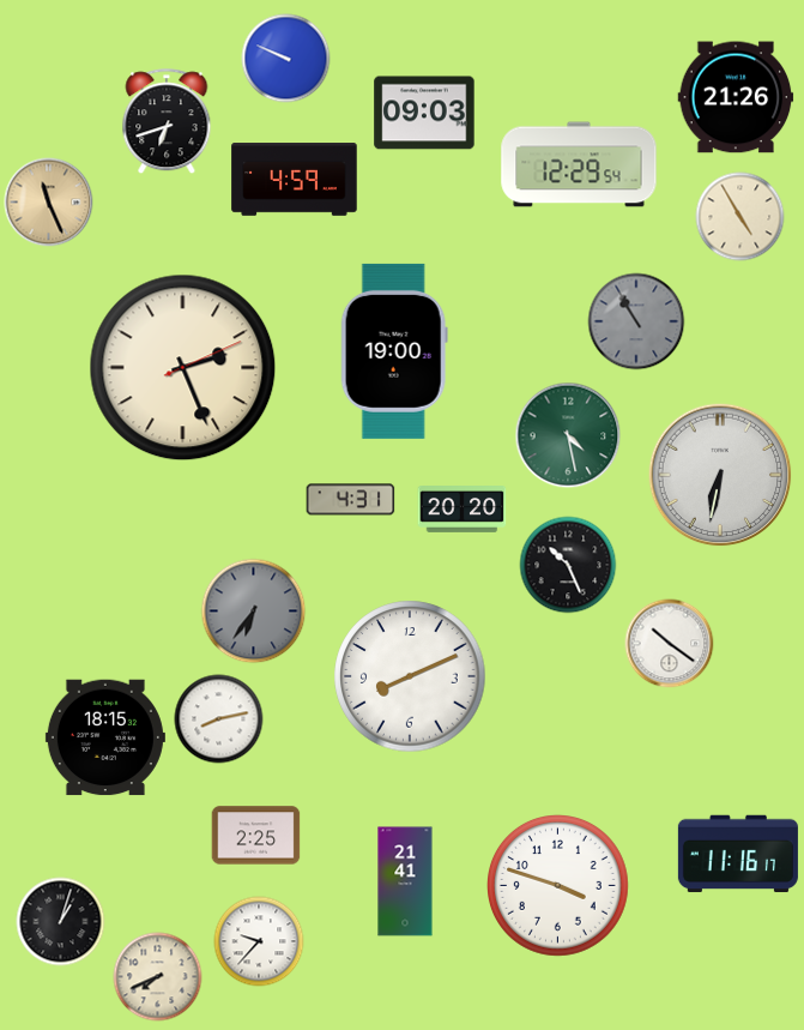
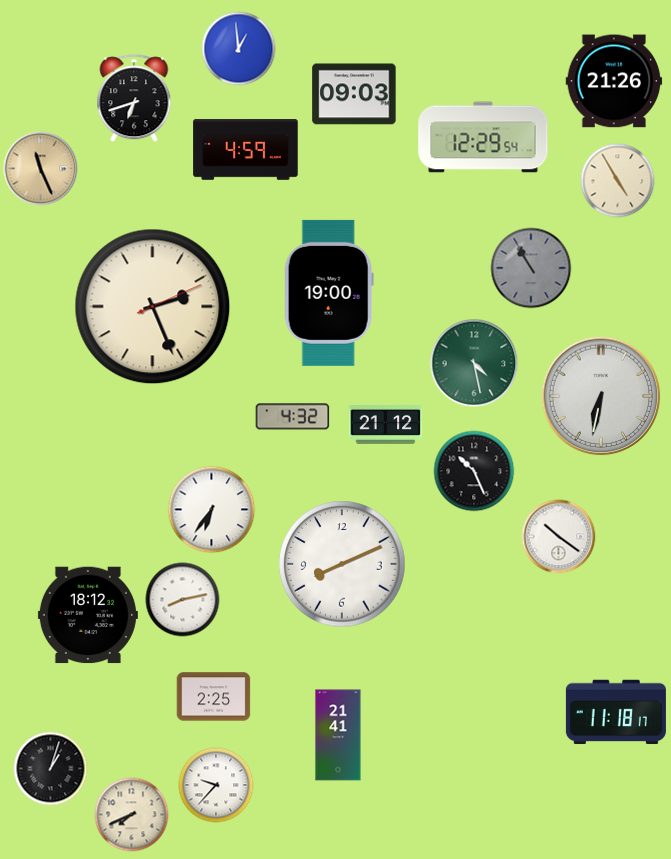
clock at (286, 59): 9:49 -> 12:59
clock at (167, 122) position: (167, 122) -> (134, 99)
clock at (351, 500): 4:31 -> 4:32
clock at (463, 510): 20:20 -> 21:12
clock at (254, 612) dial: grey -> white
clock at (105, 737): 18:15 -> 18:12
clock at (738, 854): 11:16 -> 11:18
clock at (558, 886): 3:48 -> none
